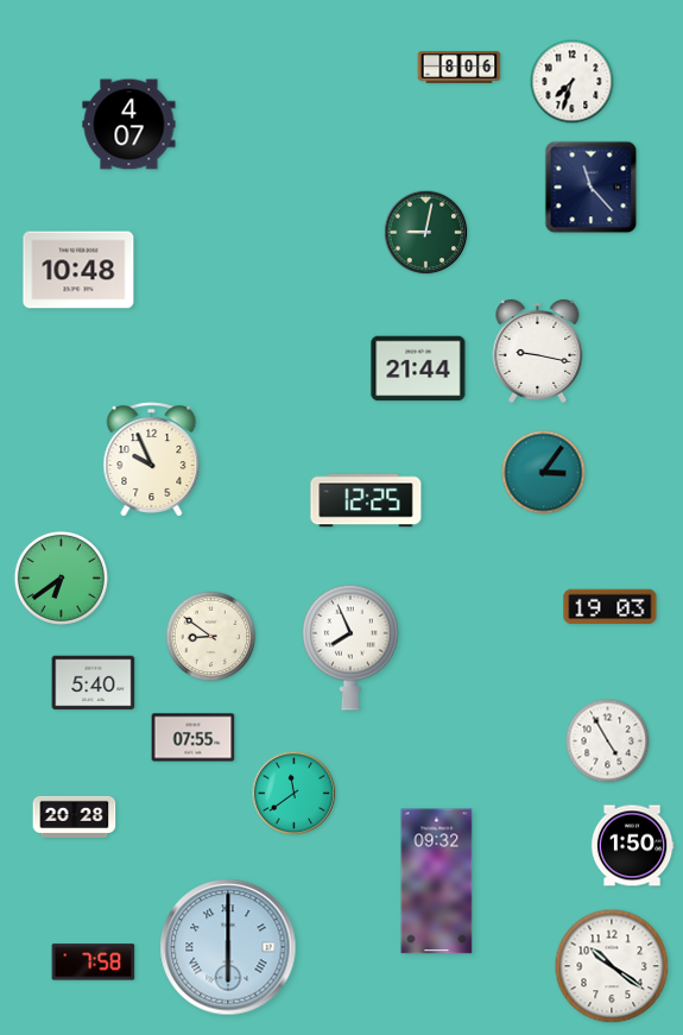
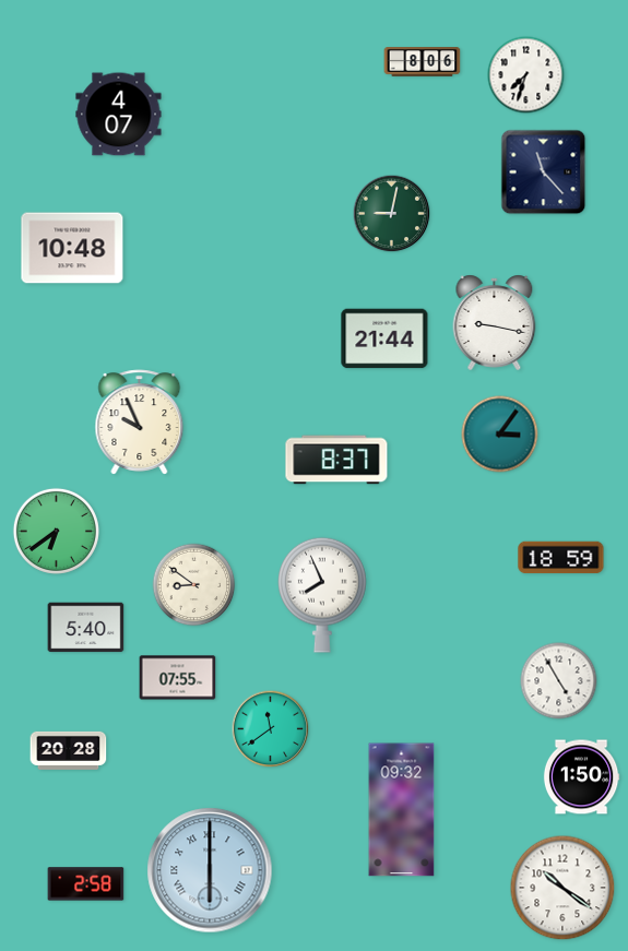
clock at (366, 500): 12:25 -> 8:37
clock at (611, 607): 19:03 -> 18:59
clock at (94, 963): 7:58 -> 2:58
